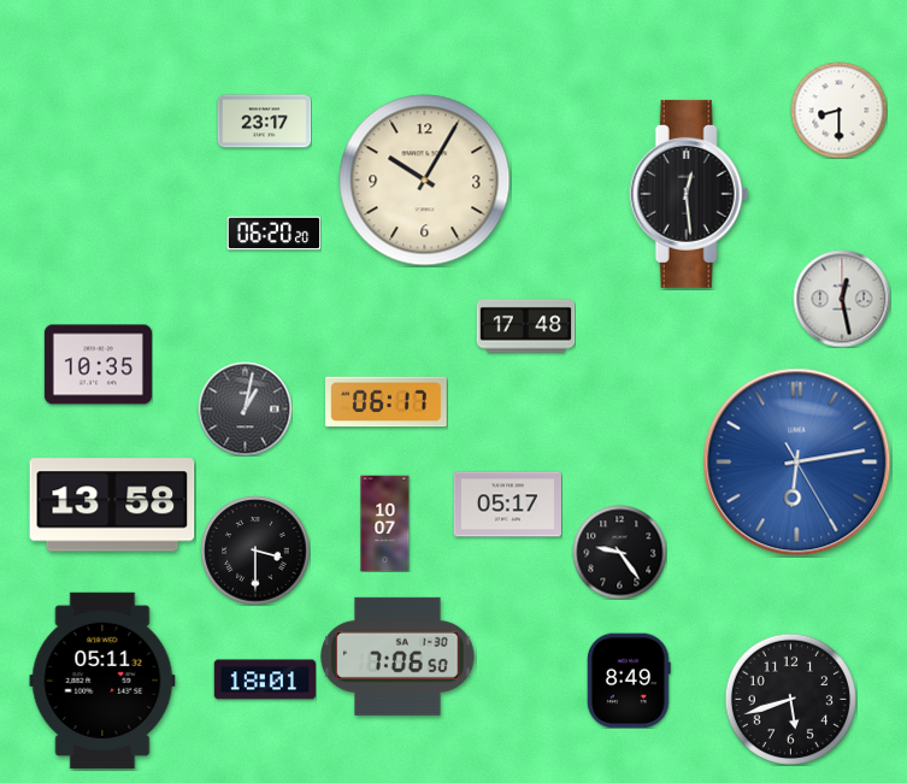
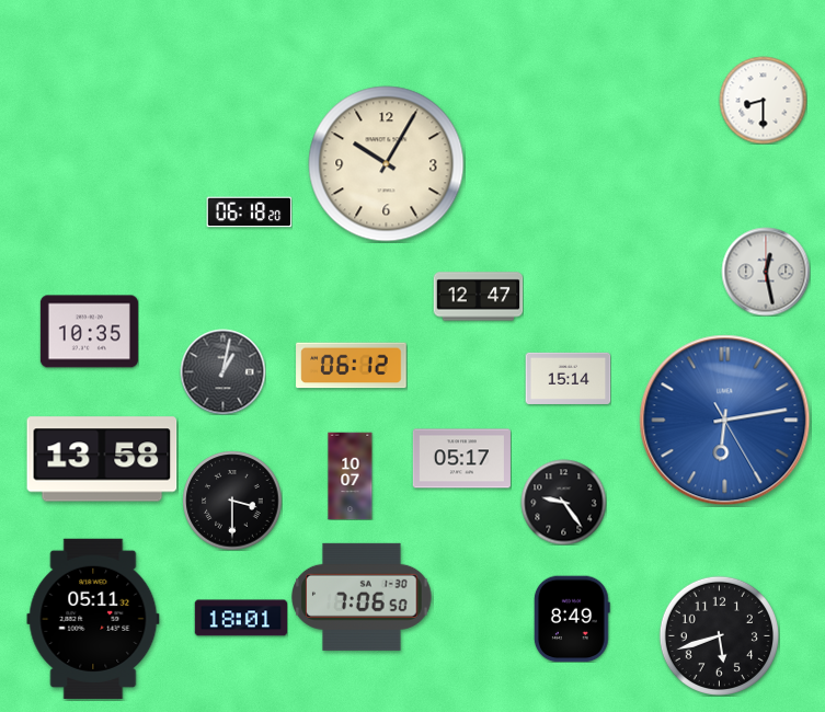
clock at (264, 122): 23:17 -> none
clock at (689, 194): 12:29 -> none
clock at (273, 234): 06:20 -> 06:18
clock at (525, 326): 17:48 -> 12:47
clock at (387, 402): 06:17 -> 06:12
clock at (568, 378): none -> 15:14
